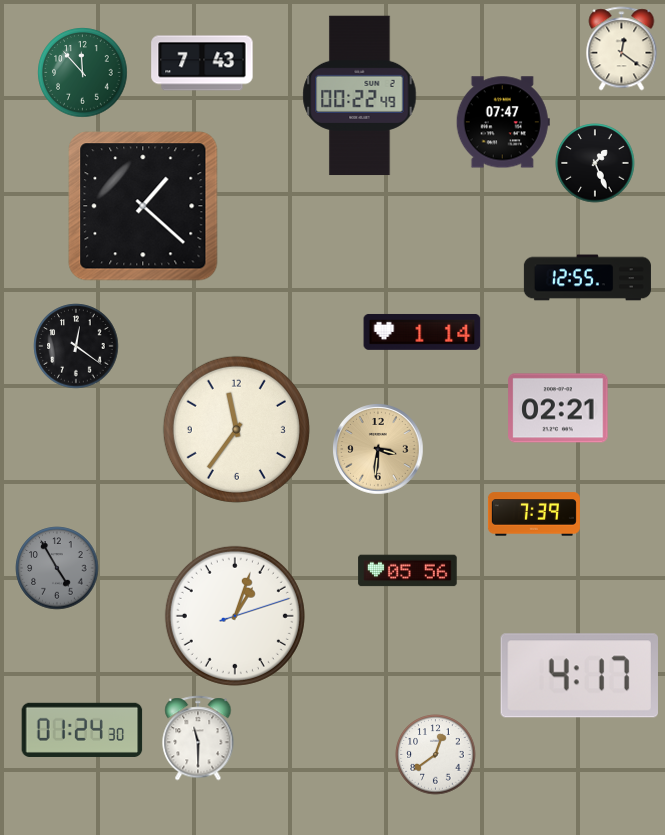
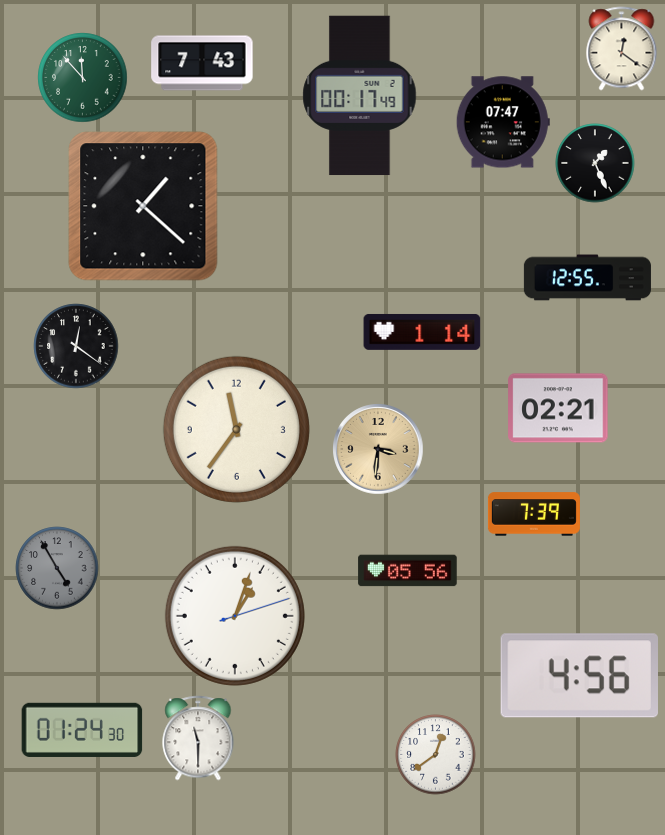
clock at (83, 73) position: (83, 73) -> (83, 78)
clock at (360, 96): 00:22 -> 00:17
clock at (579, 676): 4:17 -> 4:56
